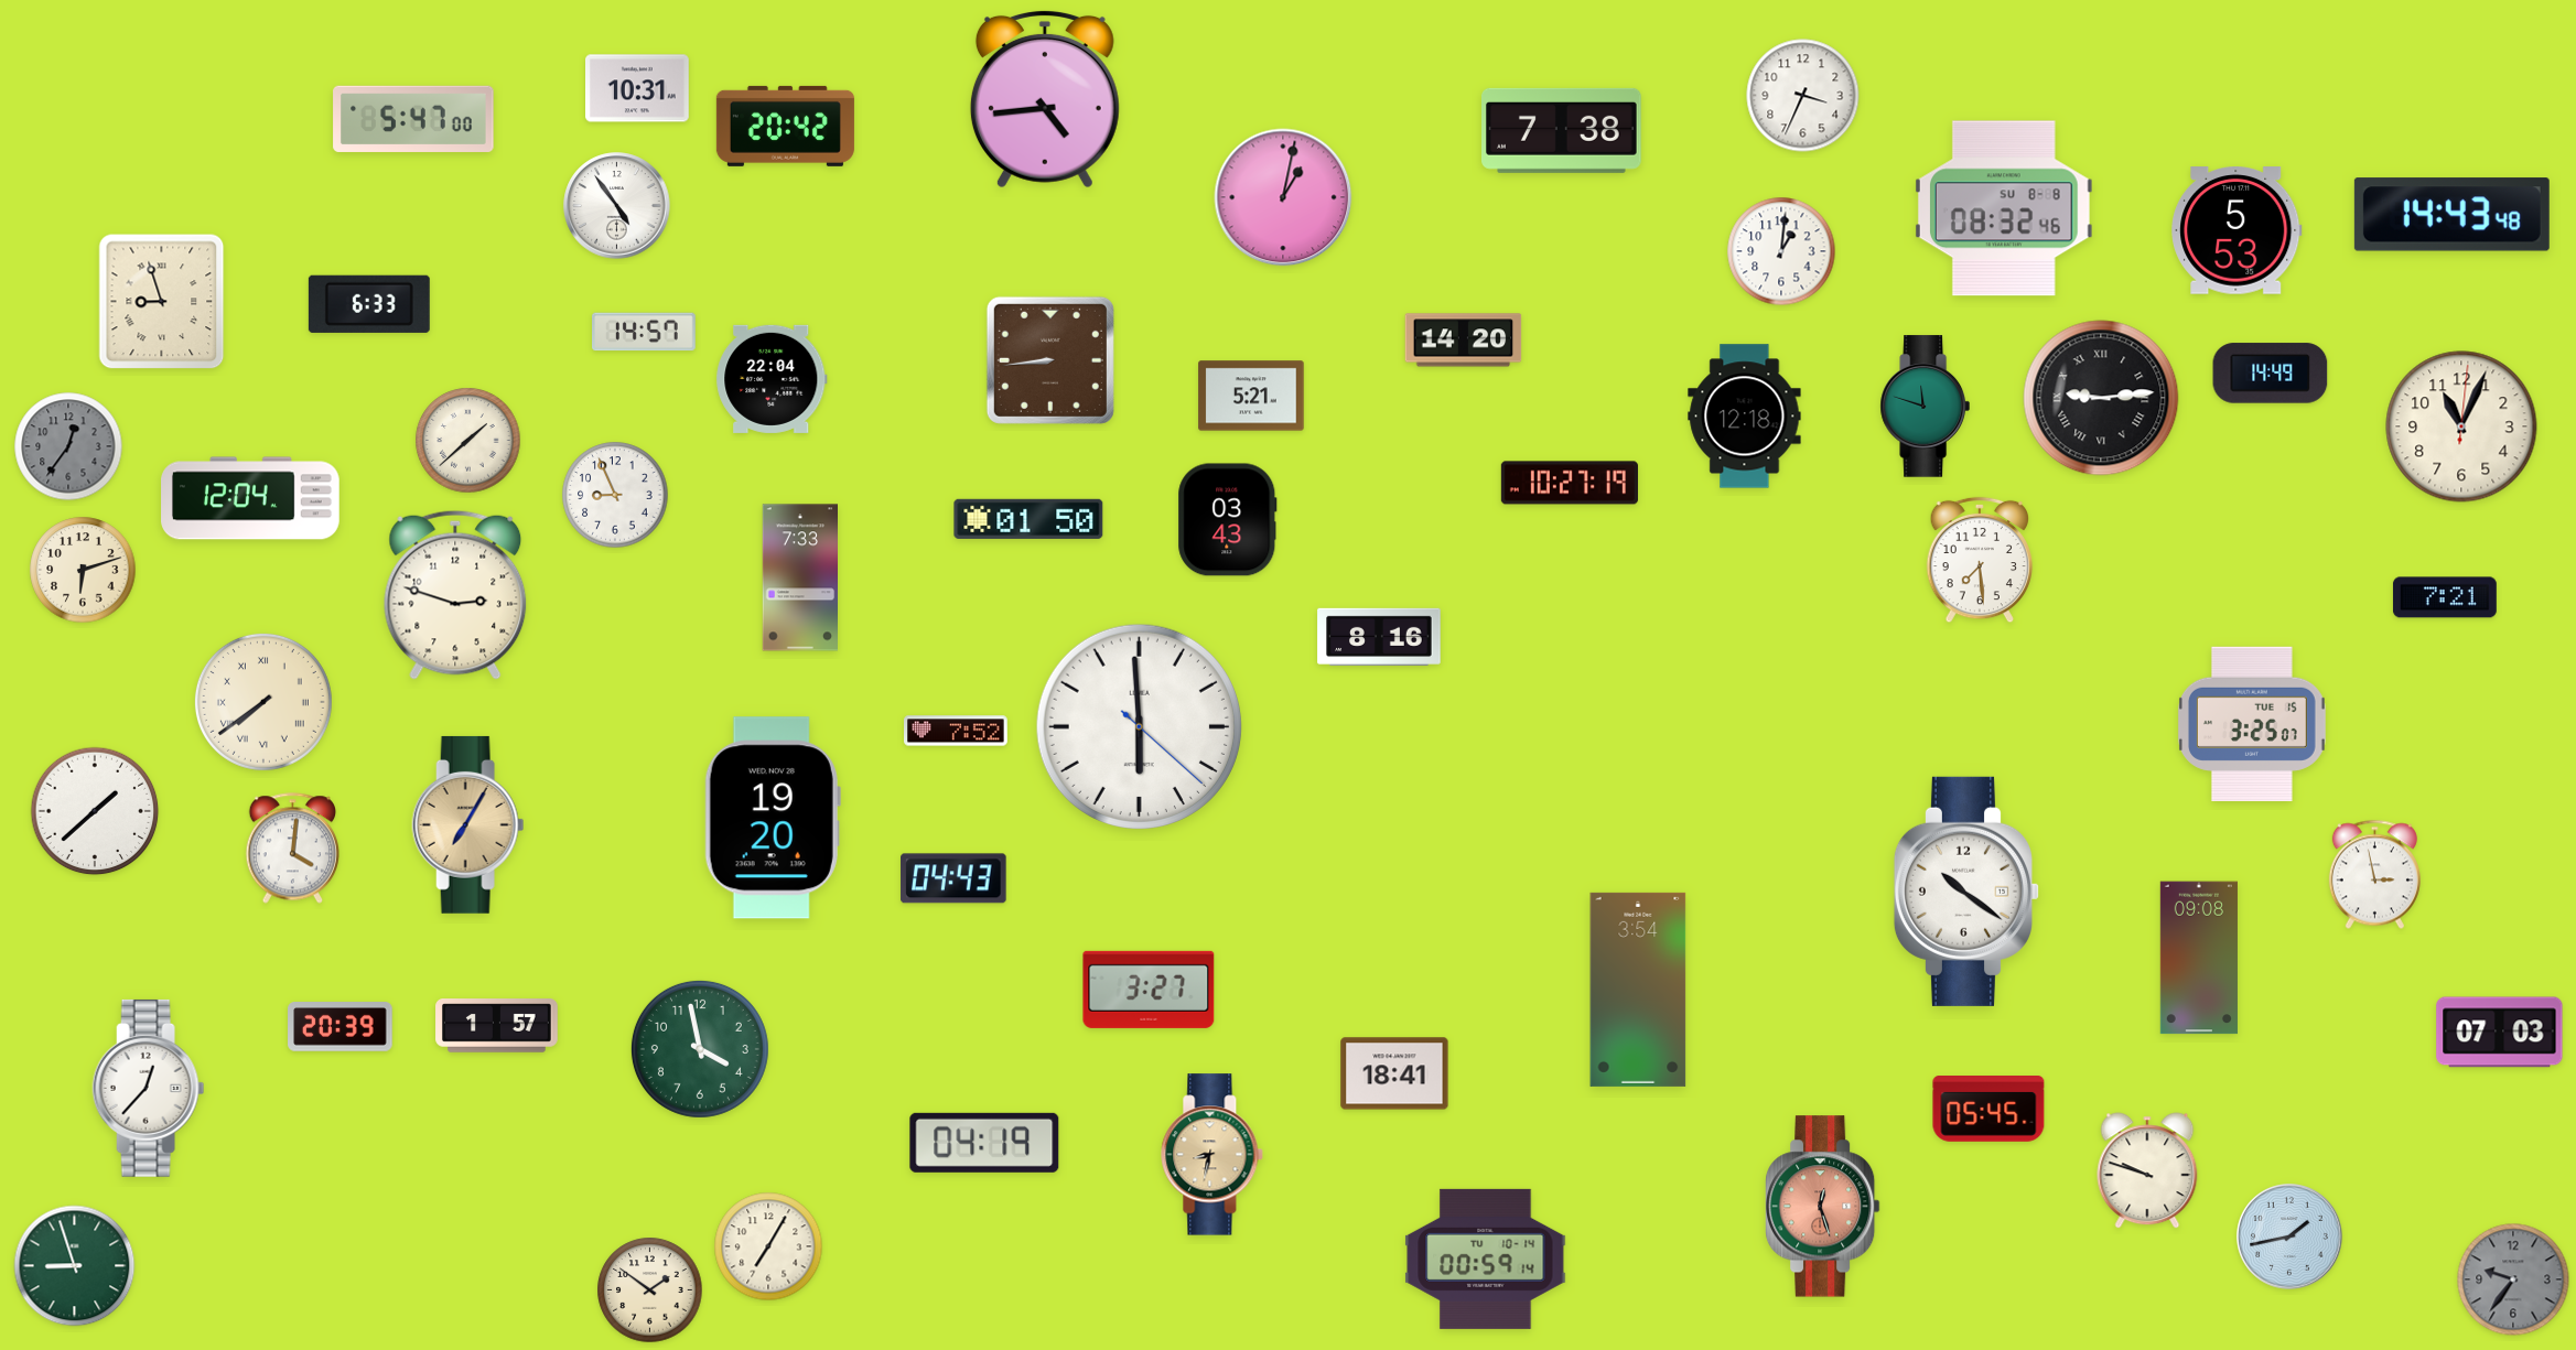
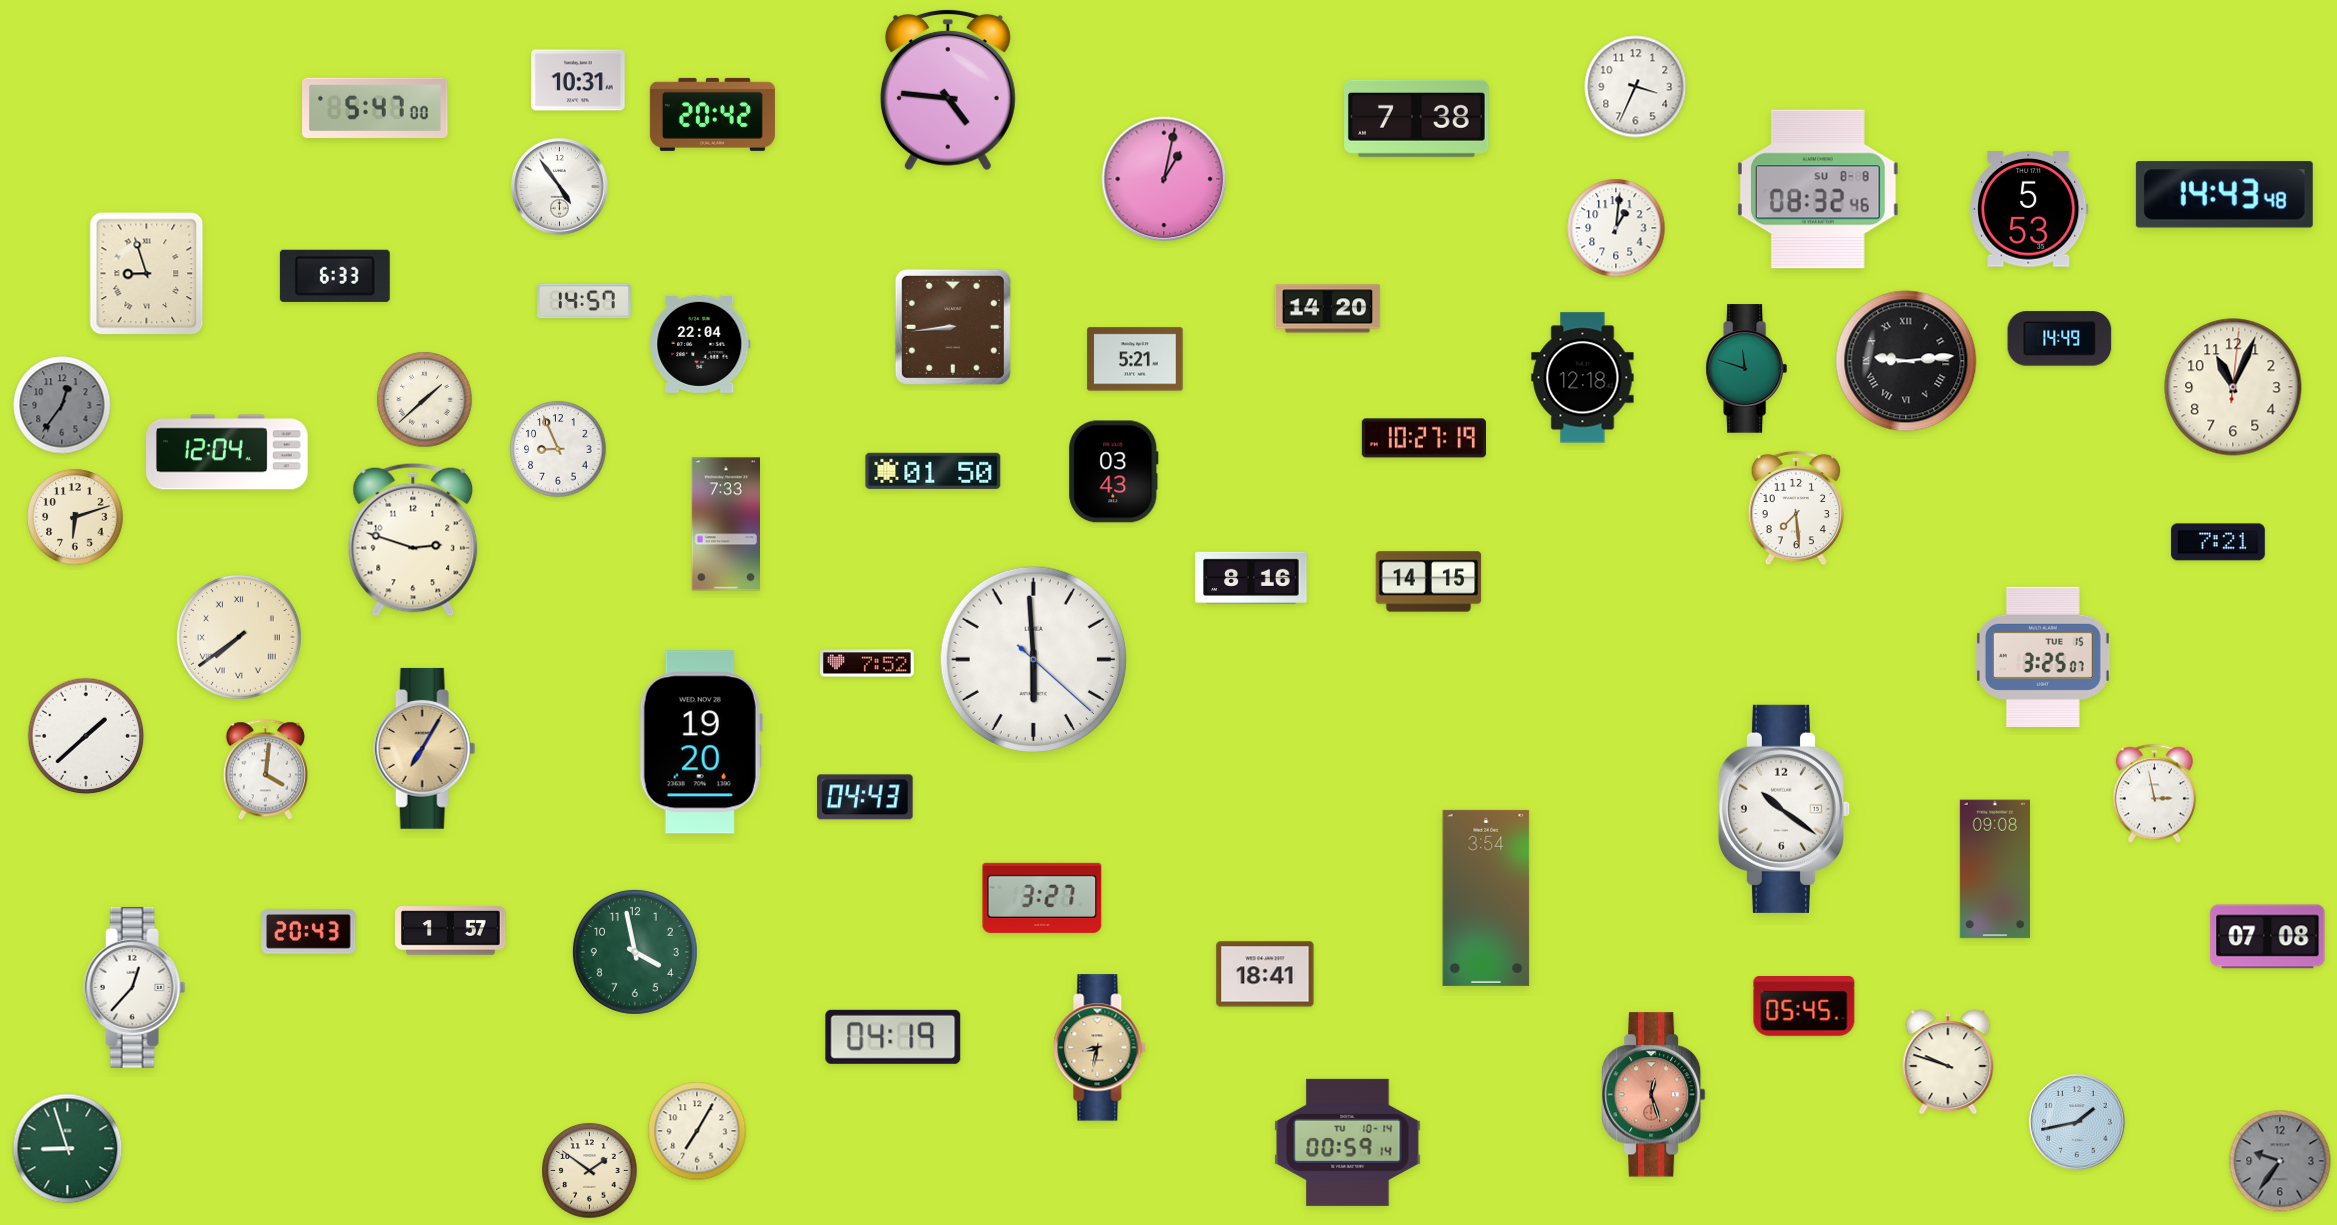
clock at (1045, 99): 4:44 -> 4:46
clock at (1429, 582): none -> 14:15
clock at (341, 1027): 20:39 -> 20:43
clock at (2500, 1033): 07:03 -> 07:08
